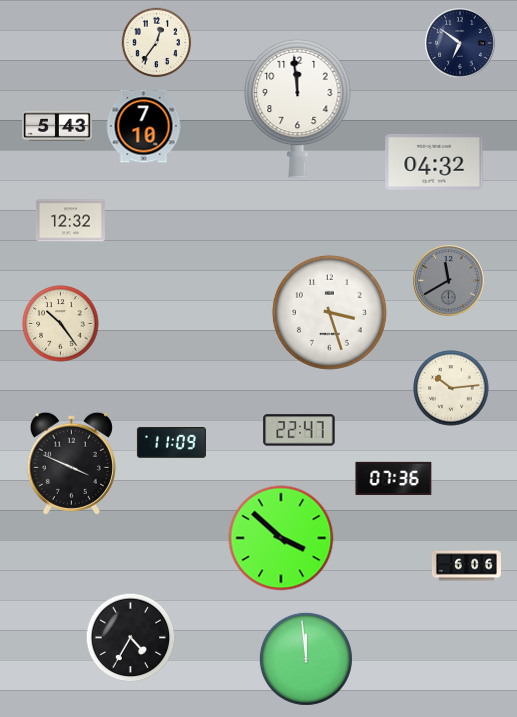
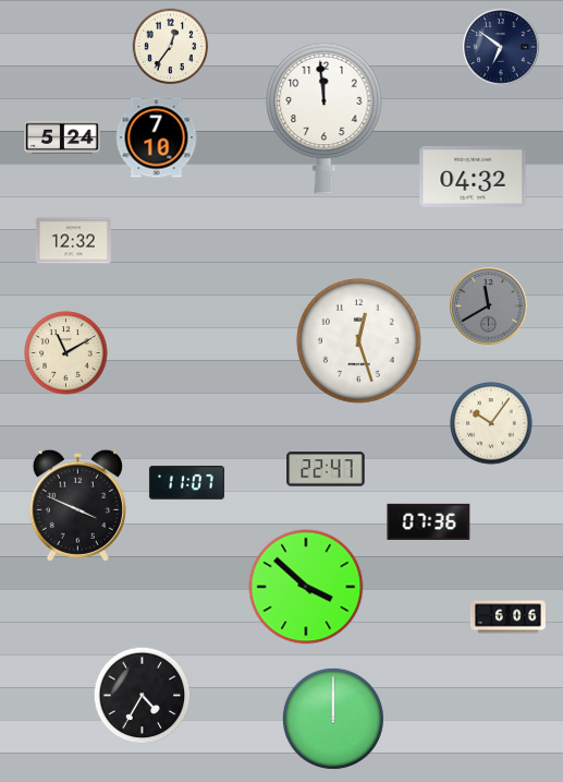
clock at (57, 125): 5:43 -> 5:24
clock at (70, 221) position: (70, 221) -> (73, 241)
clock at (329, 312): 3:27 -> 12:27
clock at (61, 324): 10:24 -> 11:10
clock at (451, 388): 10:14 -> 10:06
clock at (171, 443): 11:09 -> 11:07
clock at (306, 659): 11:59 -> 12:00
